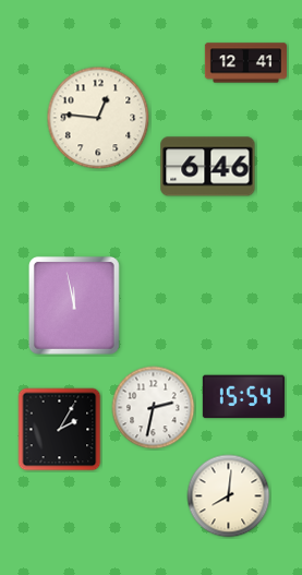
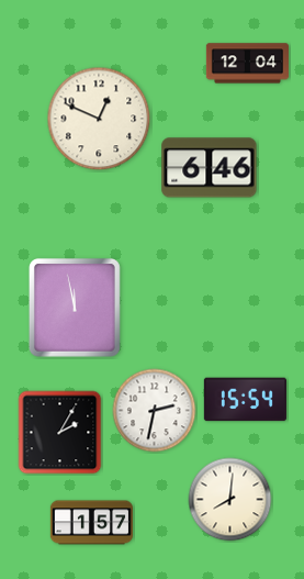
clock at (245, 63): 12:41 -> 12:04
clock at (98, 118): 12:46 -> 12:49
clock at (91, 523): none -> 1:57
